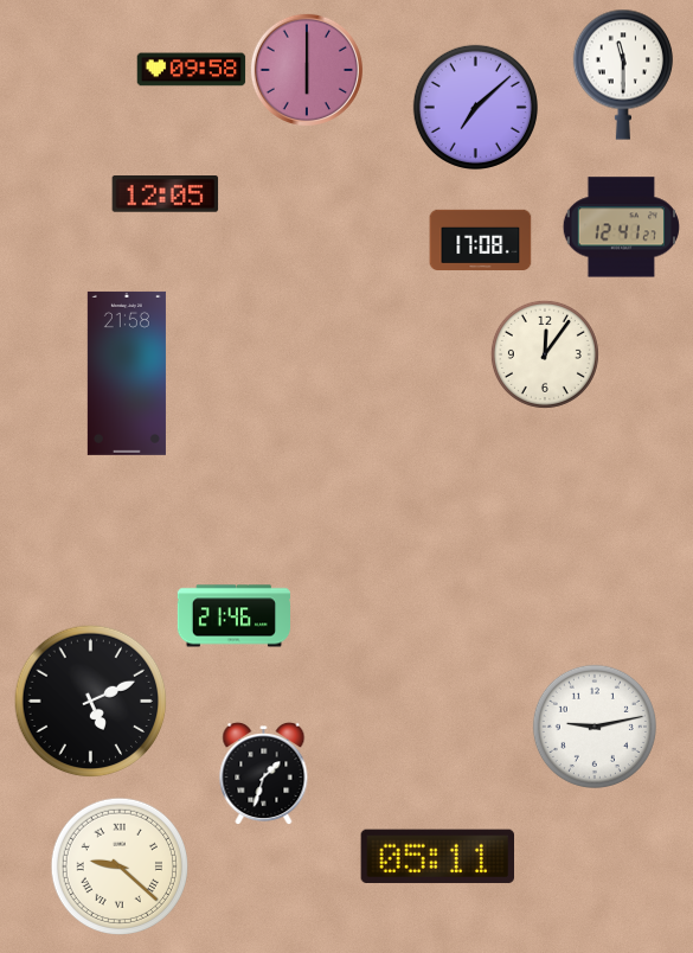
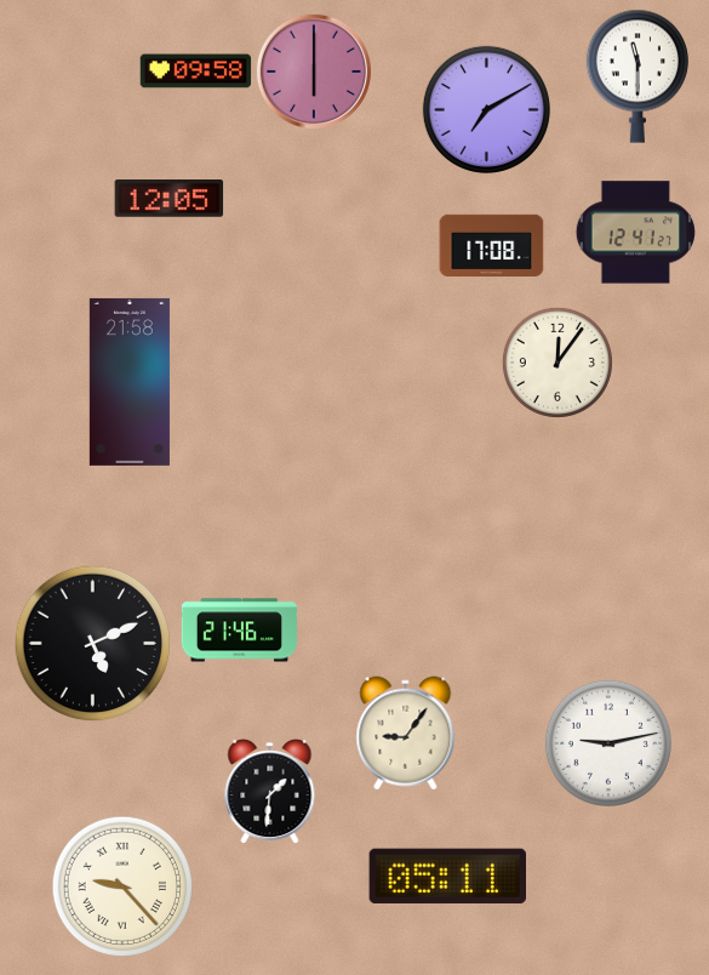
clock at (475, 107): 7:08 -> 7:10
clock at (91, 702) position: (91, 702) -> (93, 644)
clock at (406, 734): none -> 9:06
clock at (264, 773): 1:33 -> 1:31
clock at (118, 865): 9:22 -> 9:23
